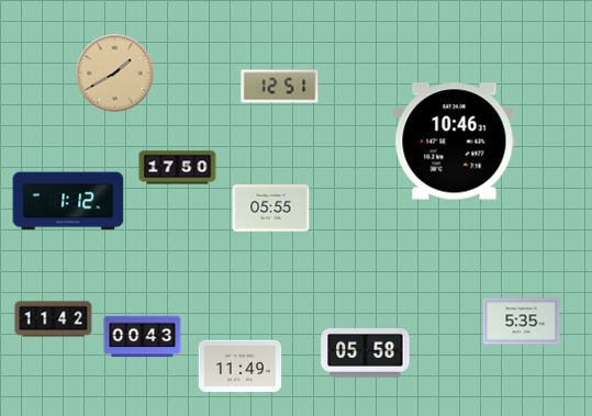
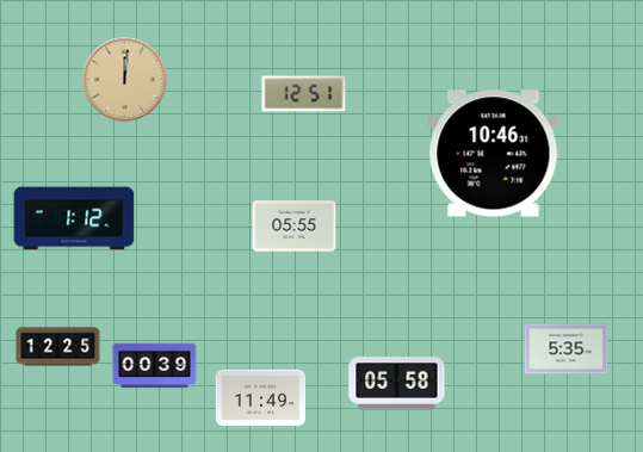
clock at (115, 74): 1:40 -> 12:01
clock at (178, 168): 17:50 -> none
clock at (54, 319): 11:42 -> 12:25
clock at (143, 337): 00:43 -> 00:39
